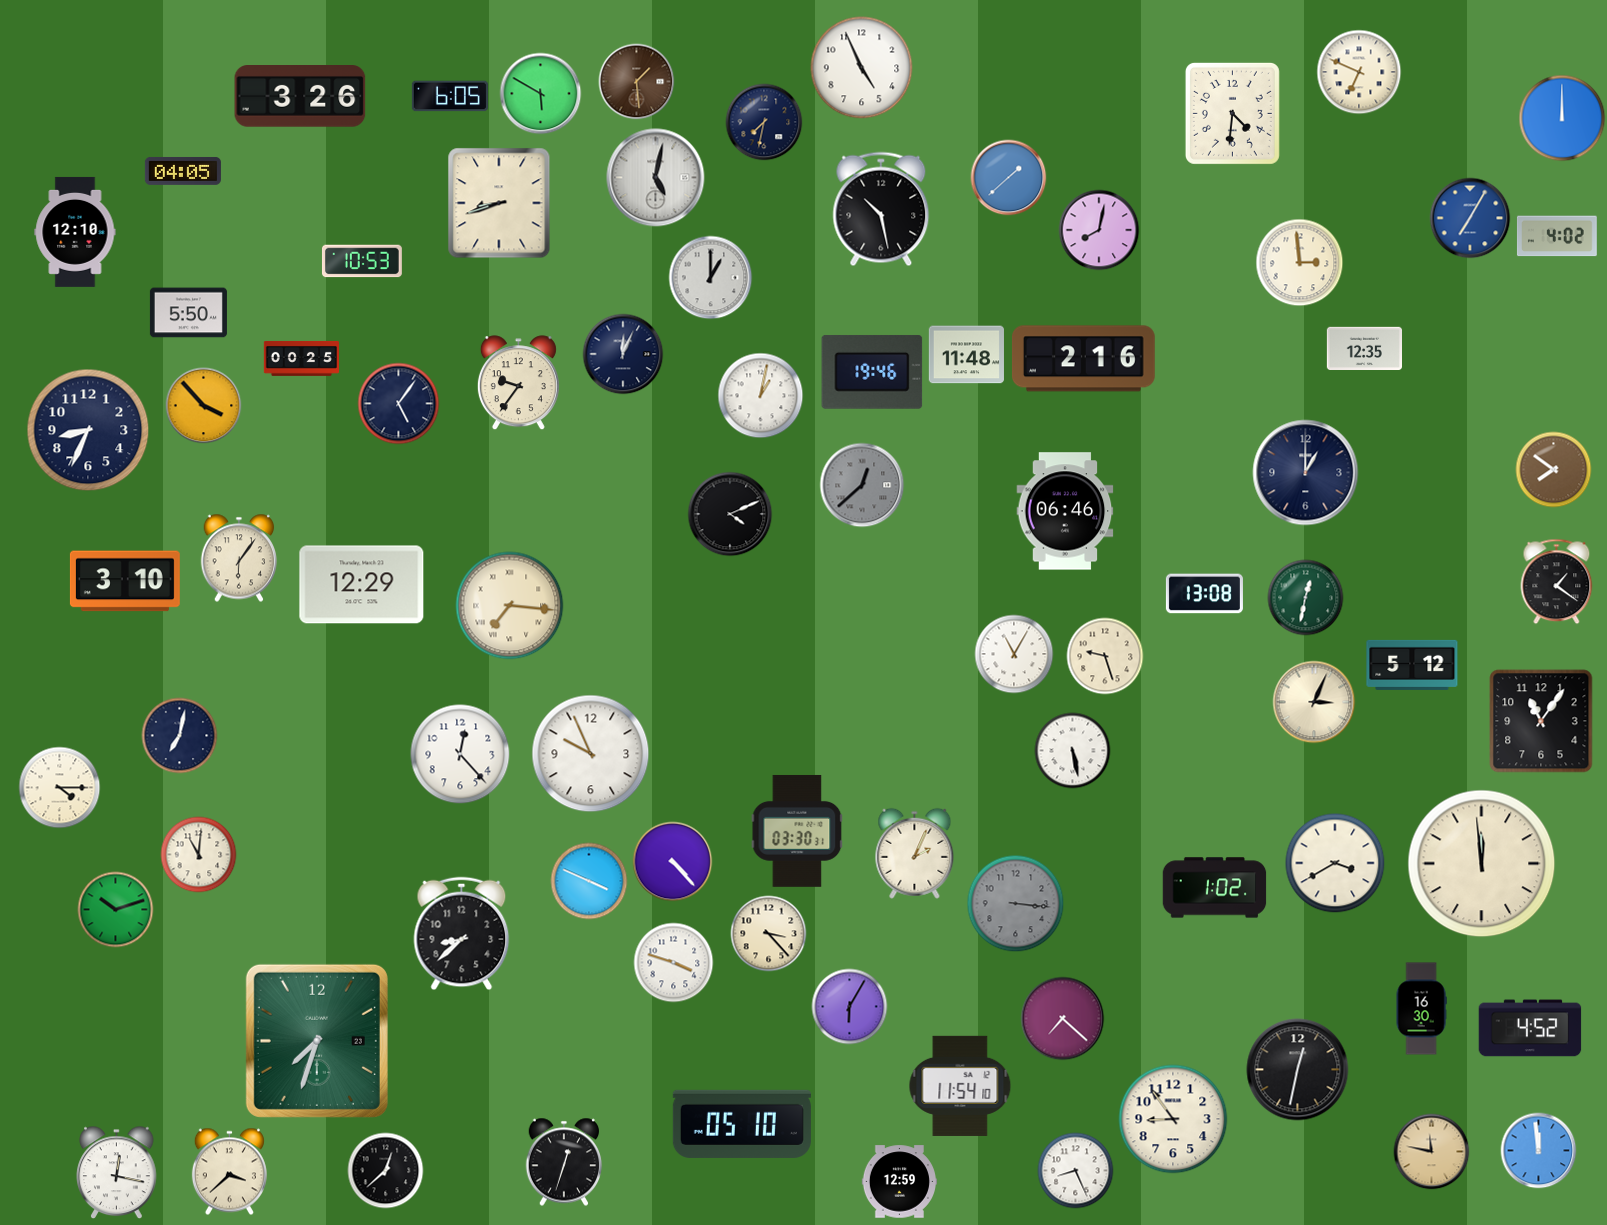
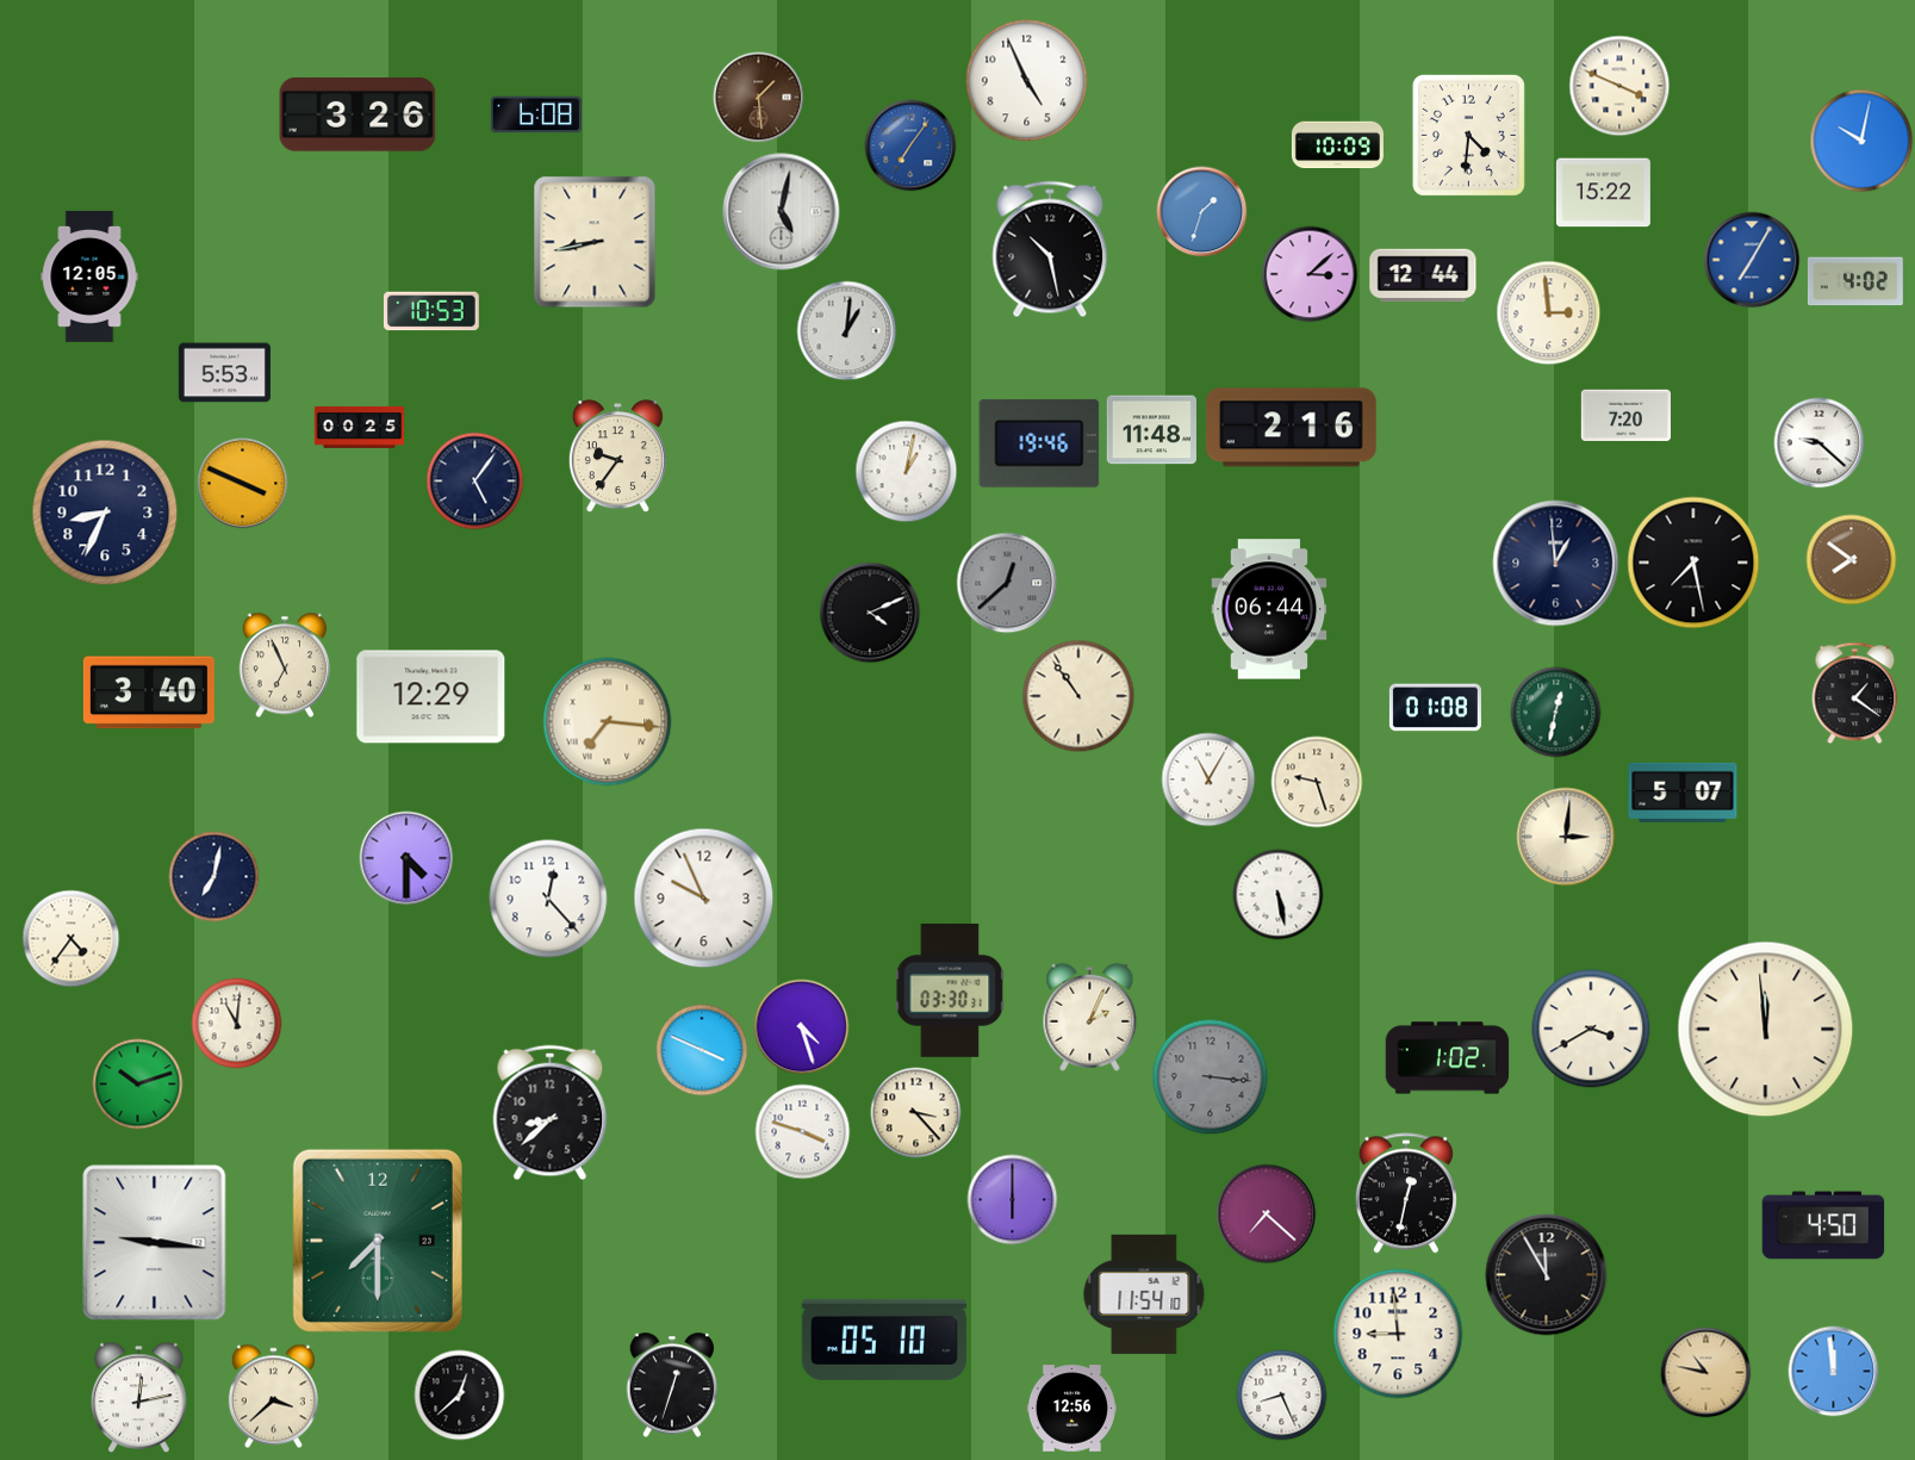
clock at (1359, 72): 6:49 -> 3:49
clock at (541, 94): 5:50 -> none
clock at (450, 96): 6:05 -> 6:08
clock at (1562, 118): 12:00 -> 10:02
clock at (764, 122): 7:32 -> 7:06
clock at (764, 122) dial: navy -> blue
clock at (1337, 145): none -> 10:09
clock at (1603, 193): none -> 15:22
clock at (183, 171): 04:05 -> none
clock at (1009, 178): 1:38 -> 1:33
clock at (499, 203): 8:42 -> 8:43
clock at (1099, 230): 8:02 -> 3:08
clock at (1423, 275): none -> 12:44
clock at (75, 232): 12:10 -> 12:05
clock at (711, 278): 1:00 -> 1:01
clock at (188, 313): 5:50 -> 5:53
clock at (1364, 348): 12:35 -> 7:20
clock at (623, 354): 12:04 -> none
clock at (966, 355) position: (966, 355) -> (1151, 430)
clock at (1820, 443): none -> 9:22
clock at (204, 406): 3:53 -> 3:49
clock at (1693, 563): none -> 7:28
clock at (1306, 473): 1:00 -> 12:59
clock at (862, 485) position: (862, 485) -> (1007, 583)
clock at (1065, 511): 06:46 -> 06:44
clock at (239, 558): 6:06 -> 6:56
clock at (125, 581): 3:10 -> 3:40
clock at (1078, 696): none -> 10:54
clock at (1204, 594): 13:08 -> 01:08
clock at (1412, 665): 5:12 -> 5:07
clock at (1314, 702): 3:04 -> 3:01
clock at (406, 858): none -> 4:30
clock at (1541, 721): 11:06 -> none
clock at (60, 788): 4:15 -> 4:36
clock at (199, 855) position: (199, 855) -> (237, 1024)
clock at (673, 862): 4:23 -> 4:27
clock at (674, 963) position: (674, 963) -> (803, 1132)
clock at (1406, 1193): none -> 12:32
clock at (850, 1007): 6:05 -> 6:00
clock at (1421, 1009): 16:30 -> none
clock at (1530, 1028): 4:52 -> 4:50
clock at (317, 1041): 7:33 -> 7:30
clock at (155, 1243): none -> 9:16
clock at (1298, 1070): 12:32 -> 11:55
clock at (1173, 1119): 8:54 -> 8:59
clock at (1432, 1152): 11:47 -> 10:47
clock at (117, 1173): 12:17 -> 12:13
clock at (899, 1182): 12:59 -> 12:56
